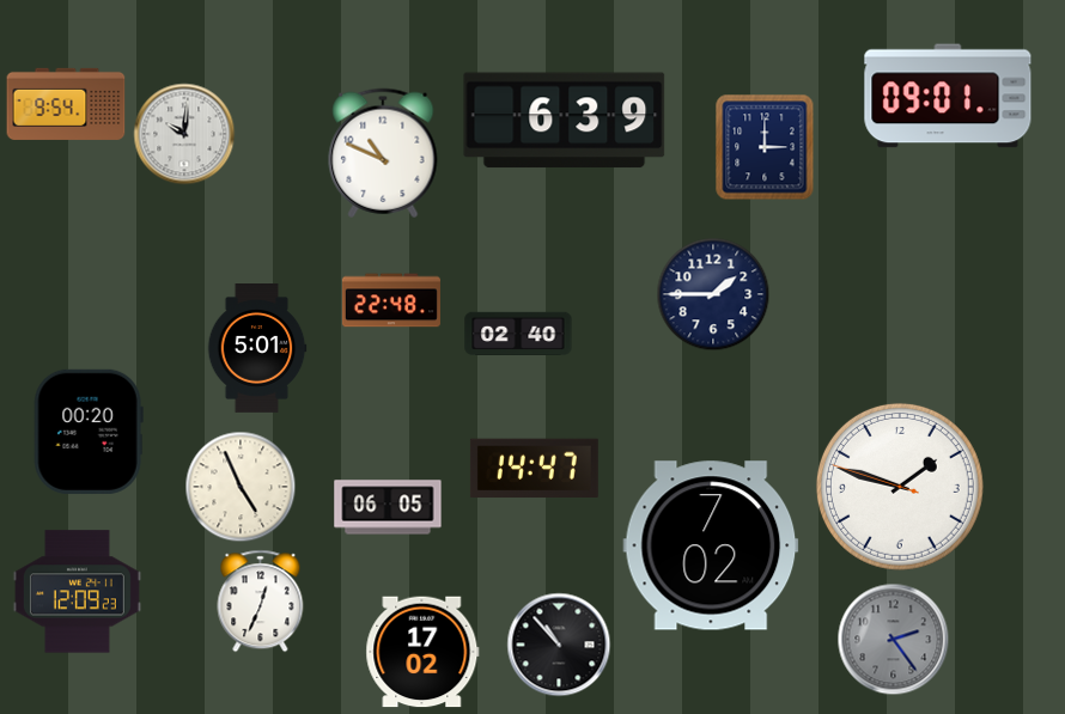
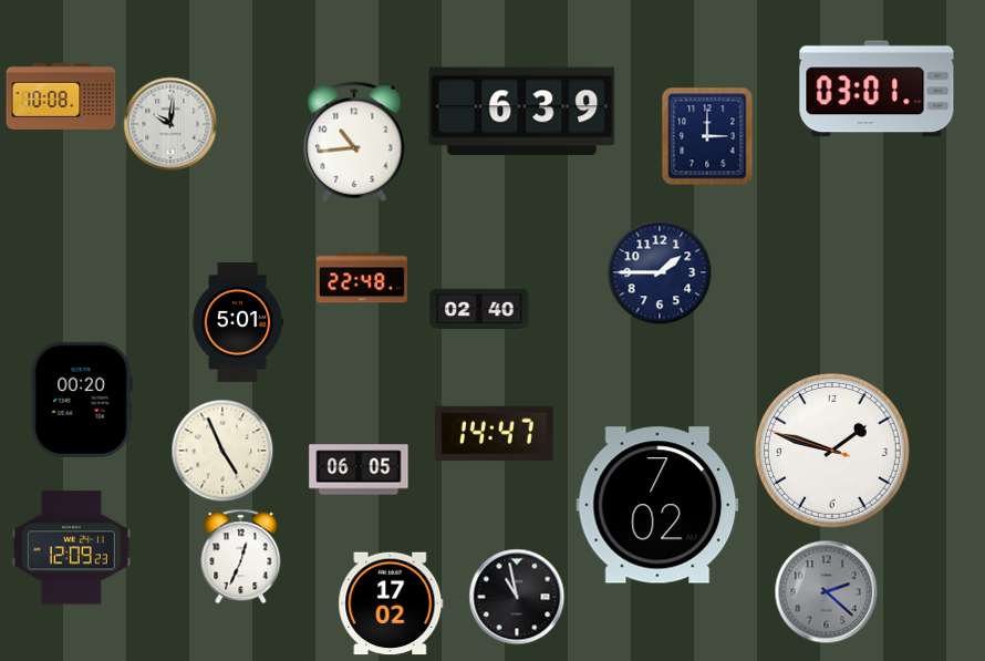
clock at (948, 96): 09:01 -> 03:01
clock at (66, 104): 9:54 -> 10:08
clock at (383, 153): 10:49 -> 10:44
clock at (894, 640): 2:24 -> 2:22
clock at (559, 645): 10:53 -> 10:58
